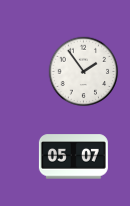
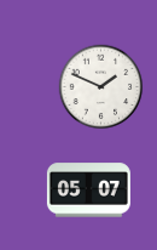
clock at (84, 72): 1:54 -> 1:49
